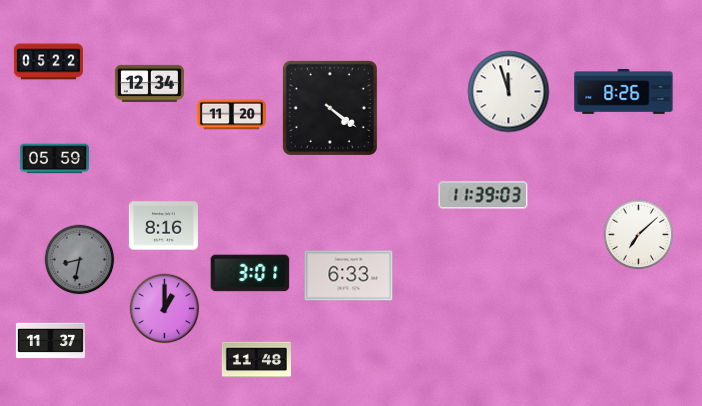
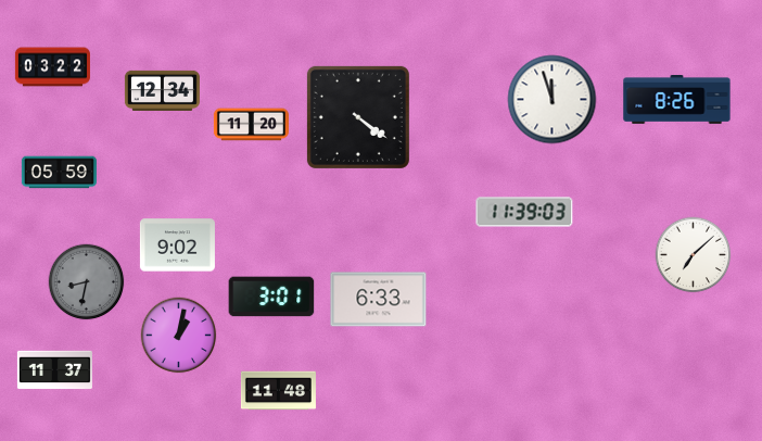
clock at (48, 62): 05:22 -> 03:22
clock at (163, 226): 8:16 -> 9:02
clock at (165, 309): 1:00 -> 1:02
